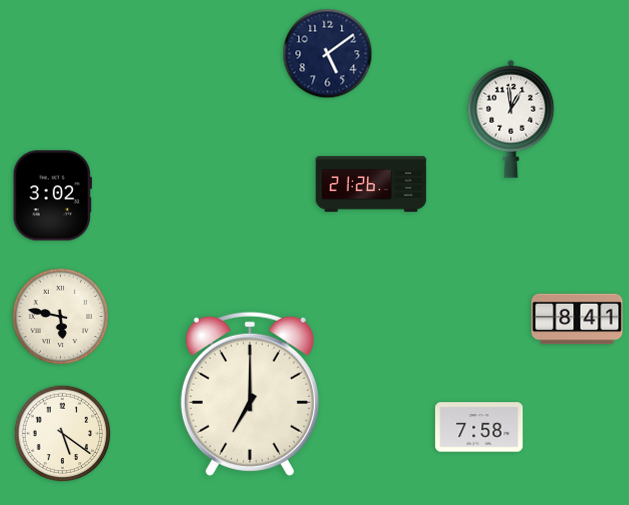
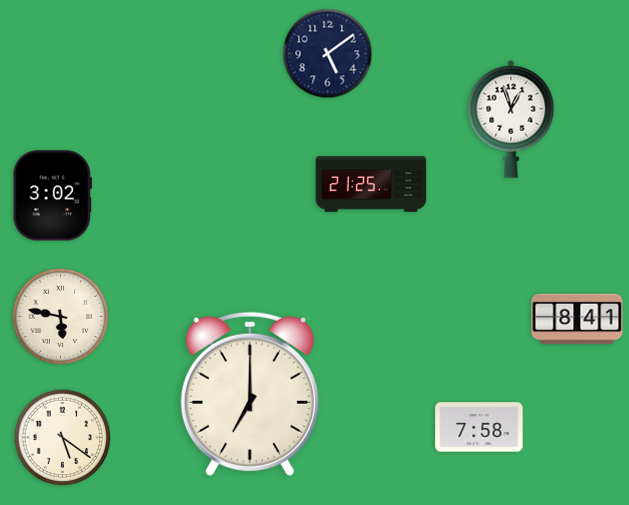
clock at (511, 119): 12:59 -> 12:57
clock at (371, 184): 21:26 -> 21:25
clock at (63, 434) position: (63, 434) -> (63, 438)
